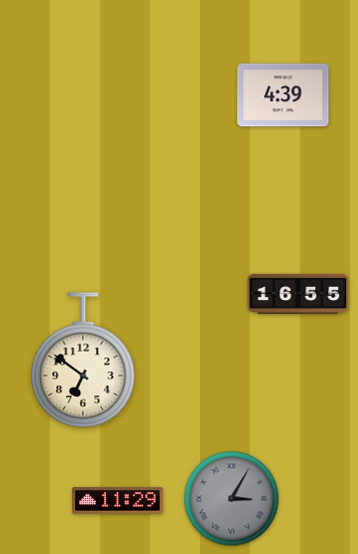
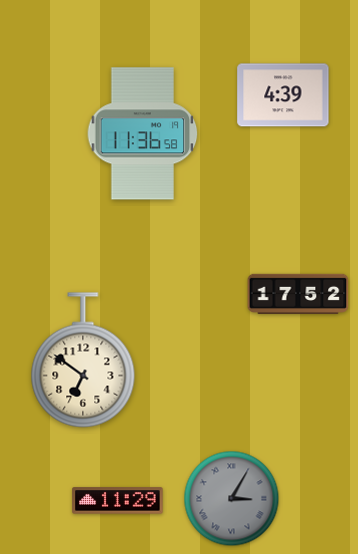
clock at (143, 134): none -> 11:36
clock at (298, 293): 16:55 -> 17:52
